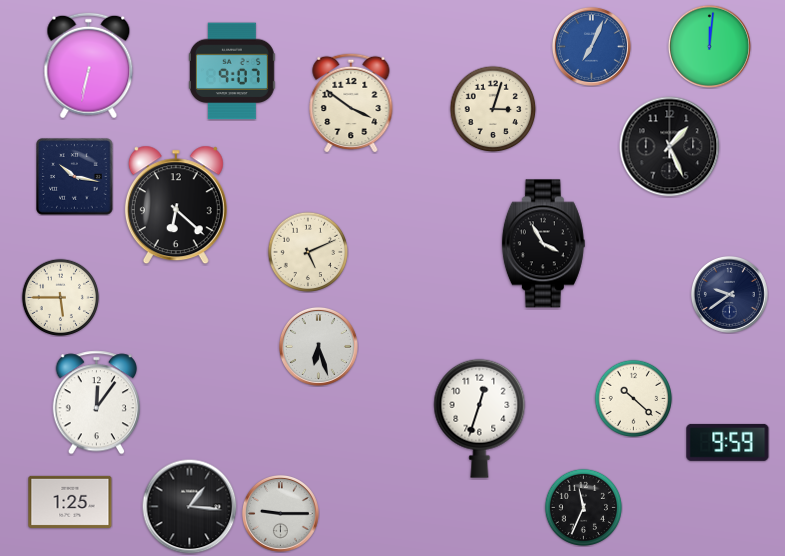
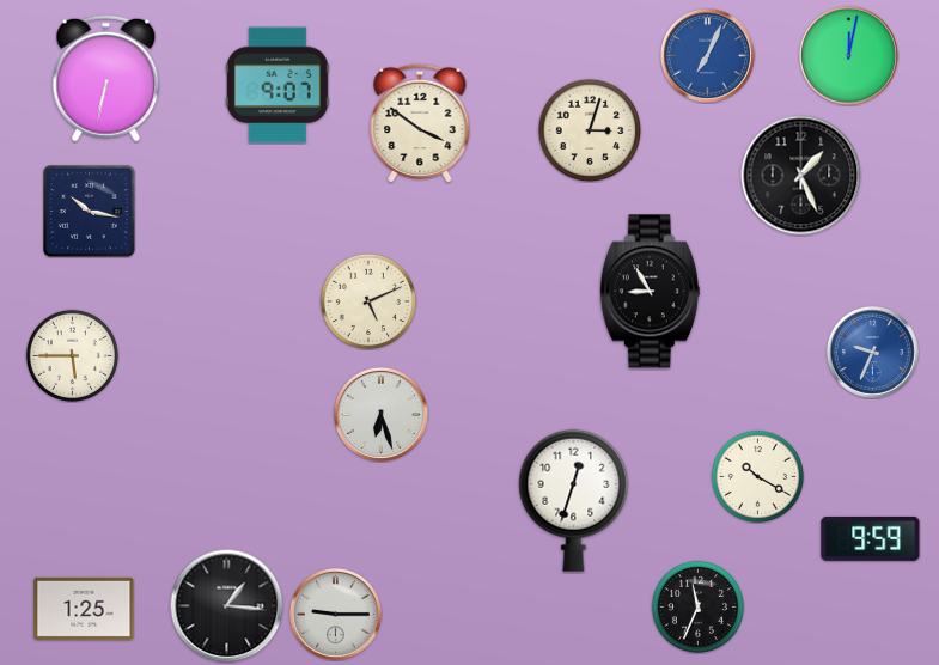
clock at (709, 46): 12:01 -> 12:02
clock at (176, 205): 6:22 -> none
clock at (543, 244): 3:55 -> 8:55
clock at (729, 294): 9:39 -> 9:34
clock at (729, 294) dial: navy -> blue
clock at (633, 398): 10:22 -> 10:20
clock at (96, 403): 12:06 -> none
clock at (728, 442) position: (728, 442) -> (871, 538)
clock at (70, 502) position: (70, 502) -> (84, 609)
